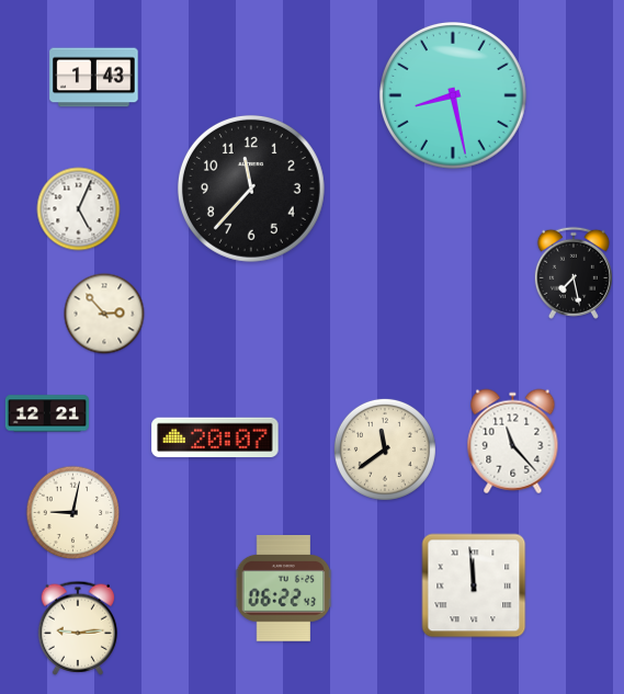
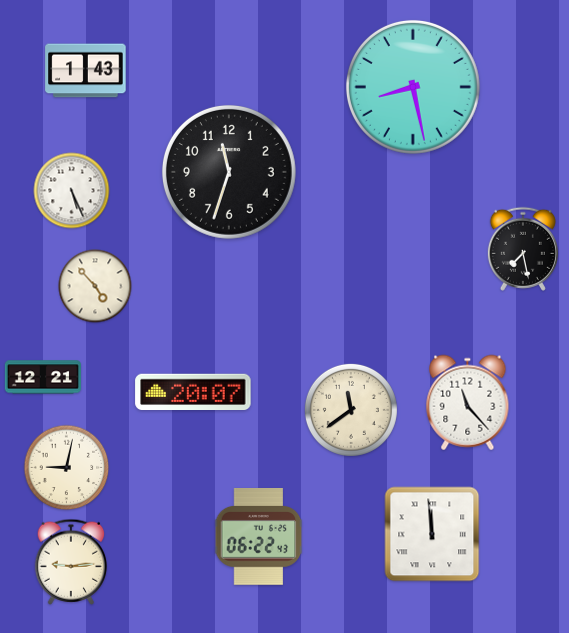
clock at (251, 189): 11:37 -> 11:33
clock at (79, 209): 5:04 -> 5:26
clock at (104, 314): 2:53 -> 4:53
clock at (215, 437) position: (215, 437) -> (193, 392)
clock at (78, 628) position: (78, 628) -> (71, 562)
